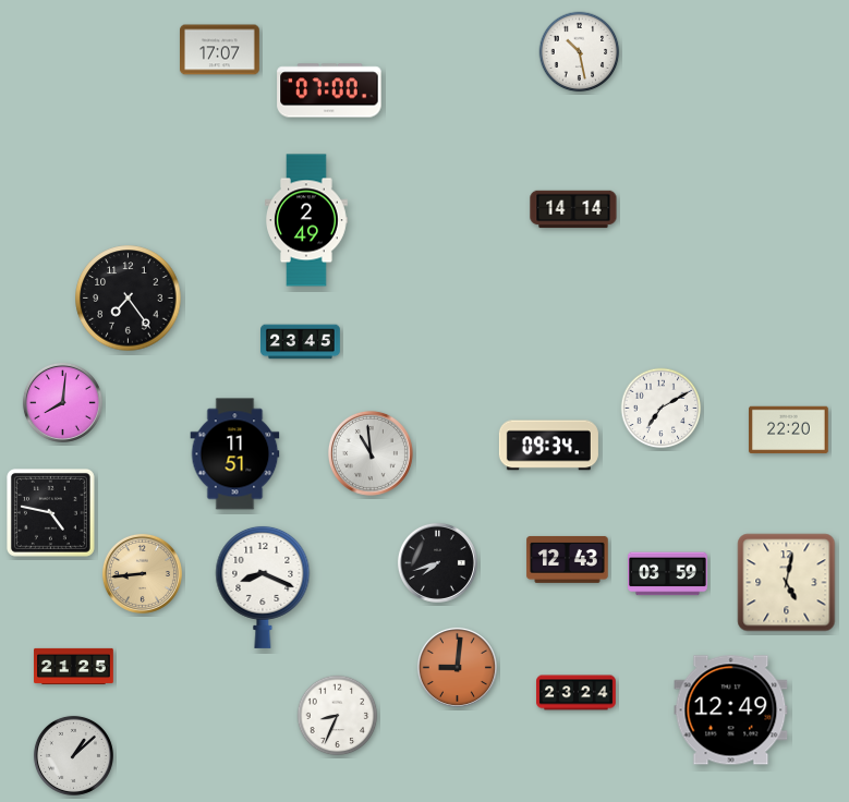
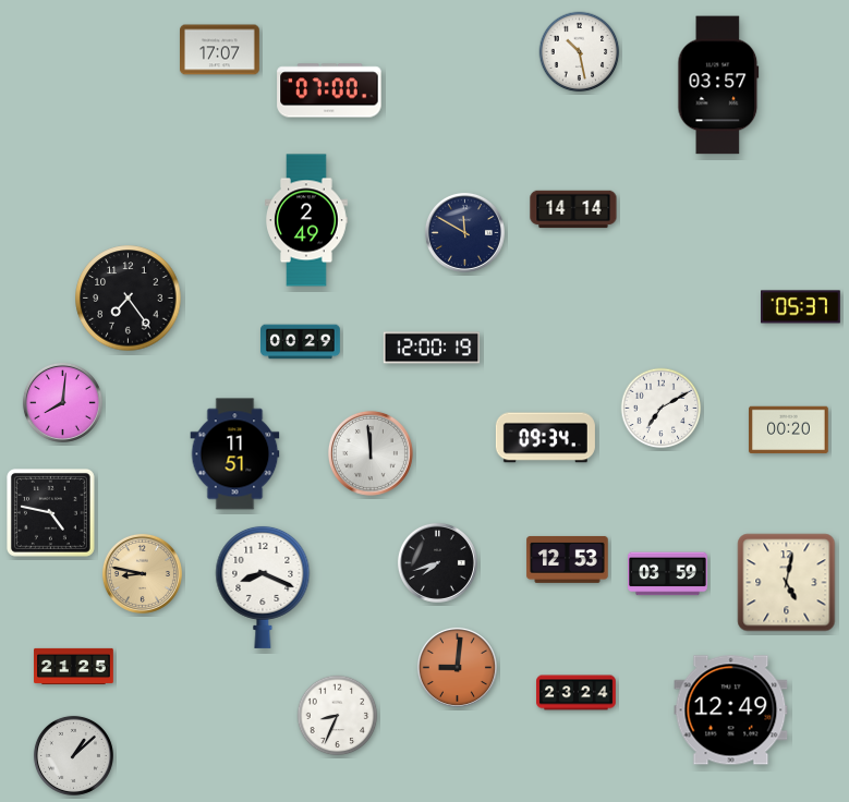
clock at (718, 85): none -> 03:57
clock at (464, 232): none -> 11:50
clock at (801, 307): none -> 05:37
clock at (301, 342): 23:45 -> 00:29
clock at (432, 348): none -> 12:00
clock at (789, 430): 22:20 -> 00:20
clock at (548, 446) position: (548, 446) -> (545, 438)
clock at (371, 453): 10:59 -> 11:59
clock at (568, 559): 12:43 -> 12:53
clock at (142, 573): 8:44 -> 8:47
